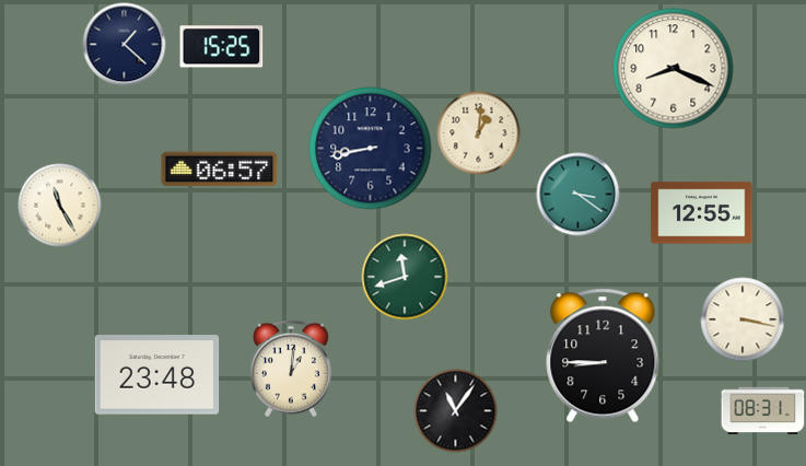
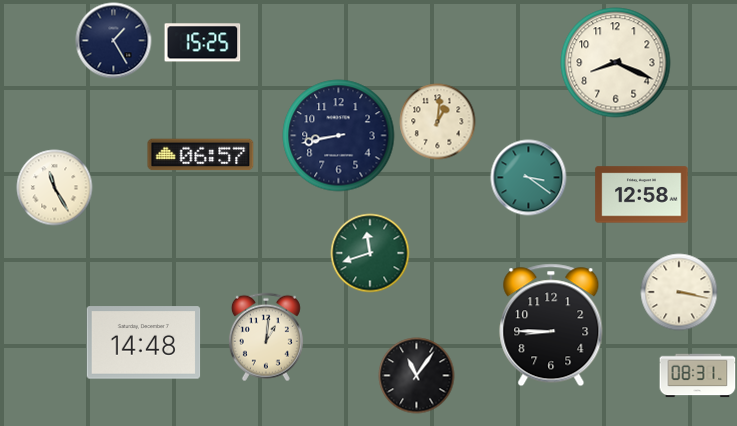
clock at (125, 45): 1:22 -> 1:25
clock at (702, 213): 12:55 -> 12:58
clock at (157, 375): 23:48 -> 14:48
